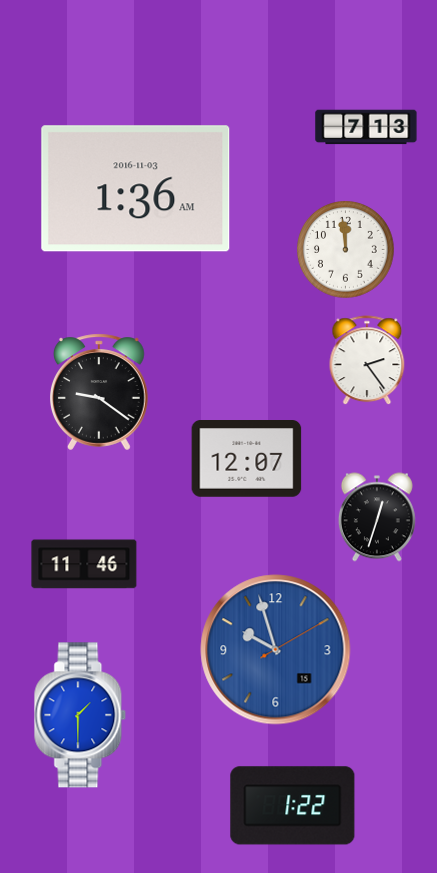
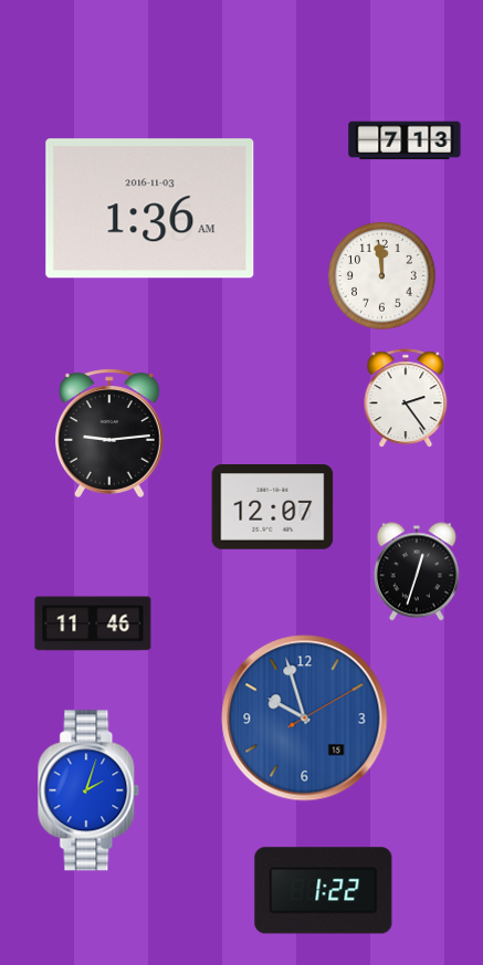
clock at (100, 392): 9:21 -> 9:14
clock at (80, 715): 1:30 -> 2:03
